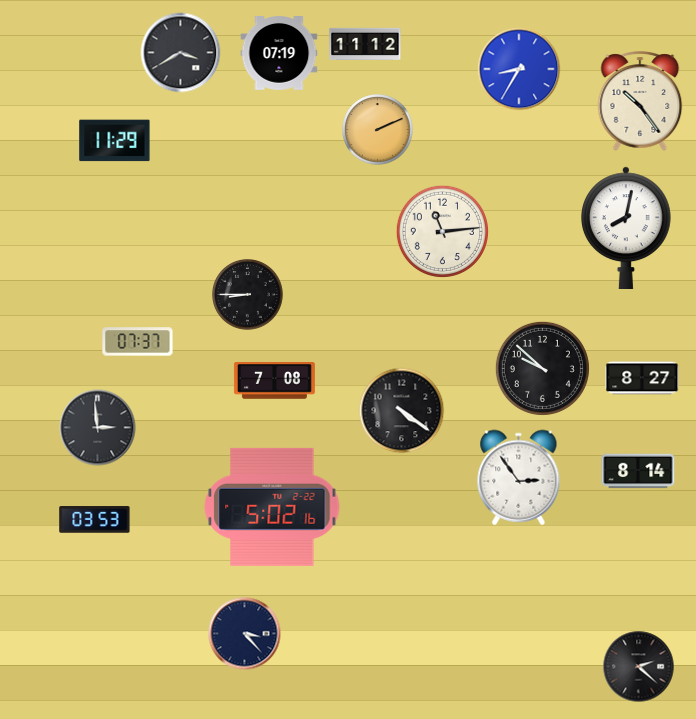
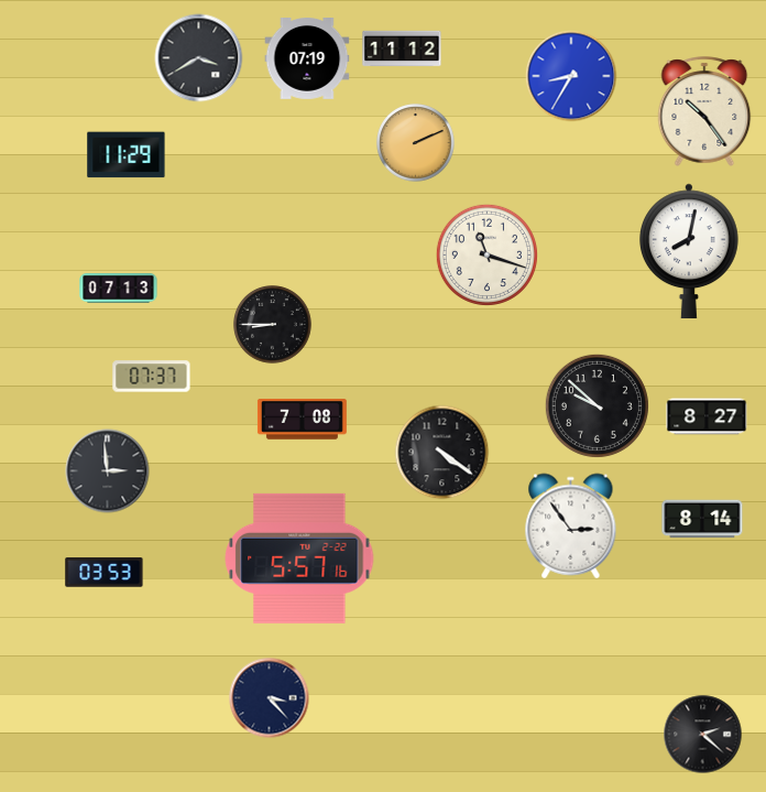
clock at (442, 231): 11:14 -> 11:18
clock at (119, 289): none -> 07:13
clock at (272, 507): 5:02 -> 5:57
